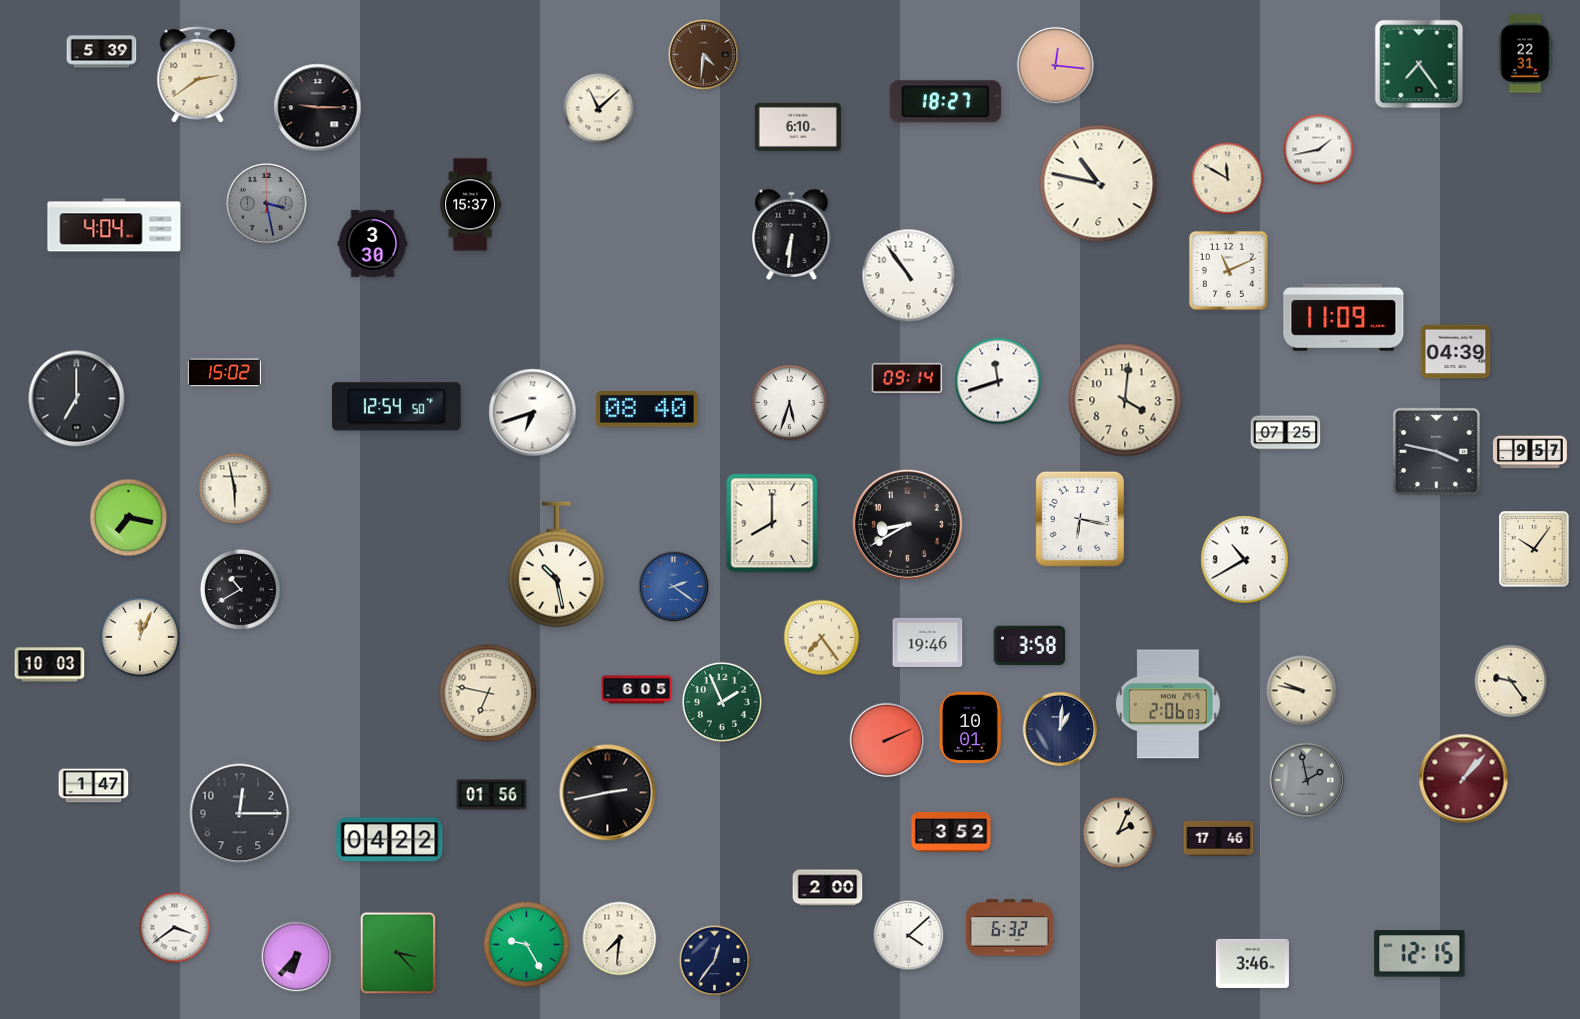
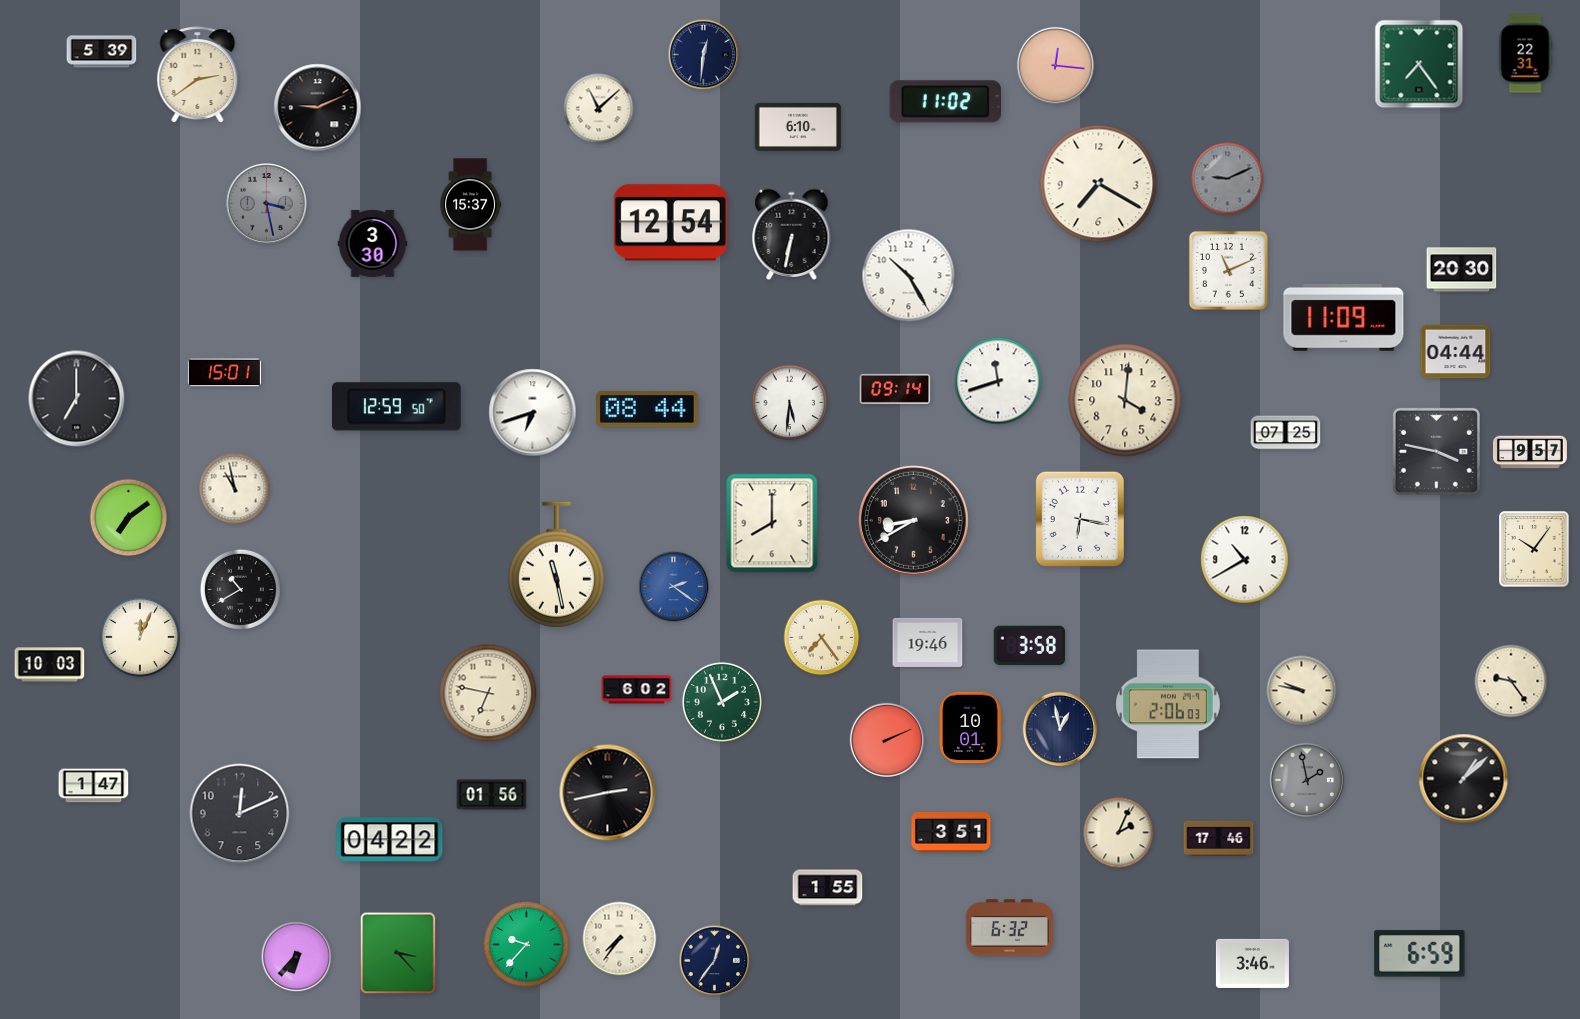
clock at (704, 55): 4:31 -> 12:31
clock at (704, 55) dial: brown -> navy
clock at (945, 102): 18:27 -> 11:02
clock at (318, 108): 9:15 -> 9:11
clock at (1319, 150): 1:43 -> none
clock at (1228, 179): 11:50 -> 9:11
clock at (1228, 179) dial: cream -> grey
clock at (1099, 184): 10:47 -> 7:20
clock at (670, 223): none -> 12:54
clock at (114, 225): 4:04 -> none
clock at (792, 234): 6:31 -> 6:32
clock at (1462, 270): none -> 20:30
clock at (909, 276): 10:54 -> 10:25
clock at (1456, 352): 04:39 -> 04:44
clock at (224, 373): 15:02 -> 15:01
clock at (907, 378) position: (907, 378) -> (895, 389)
clock at (790, 403): 5:33 -> 5:31
clock at (396, 407): 12:54 -> 12:59
clock at (648, 409): 08:40 -> 08:44
clock at (235, 489): 5:58 -> 10:58
clock at (129, 518): 7:17 -> 7:09
clock at (907, 524) position: (907, 524) -> (913, 520)
clock at (556, 565): 10:28 -> 11:28
clock at (637, 690): 6:05 -> 6:02
clock at (1059, 728): 1:01 -> 12:58
clock at (1464, 779): 1:07 -> 1:08
clock at (1464, 779) dial: burgundy -> black
clock at (240, 814): 12:15 -> 12:11
clock at (951, 832): 3:52 -> 3:51
clock at (828, 888): 2:00 -> 1:55
clock at (175, 928): 3:39 -> none
clock at (909, 936): 4:08 -> none
clock at (620, 939): 7:31 -> 7:36
clock at (527, 945): 9:25 -> 9:37
clock at (1420, 954): 12:15 -> 6:59
